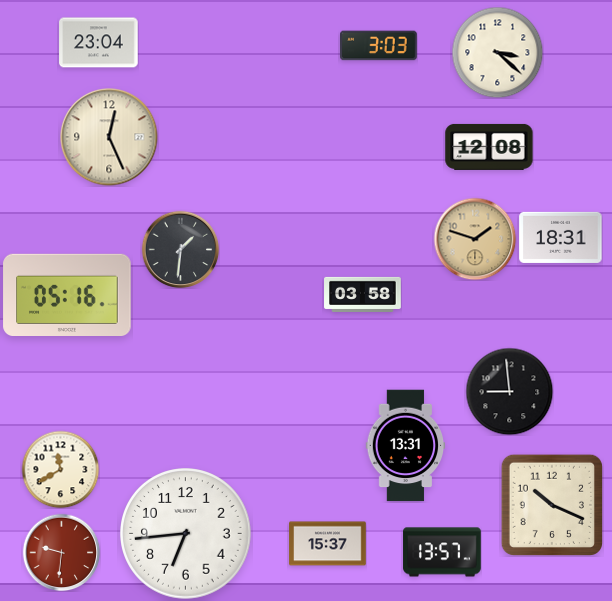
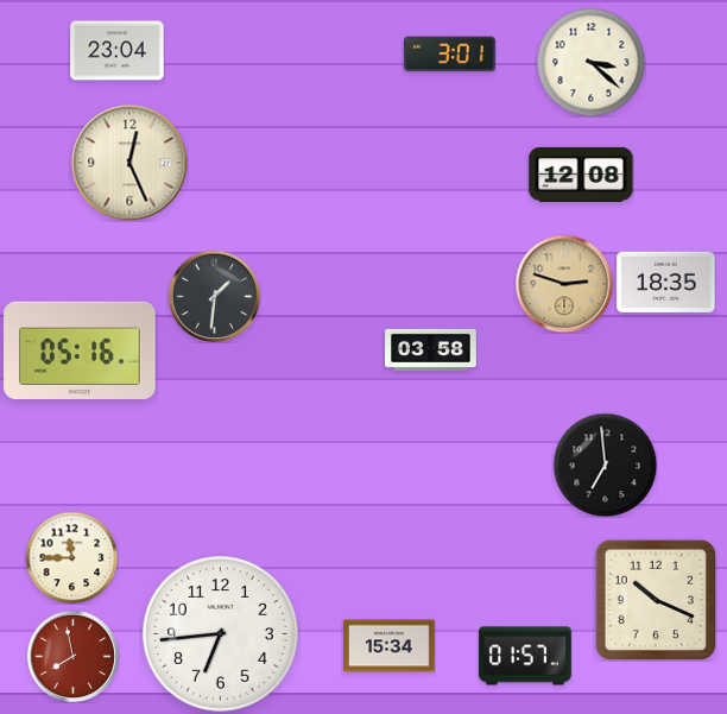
clock at (379, 46): 3:03 -> 3:01
clock at (561, 237): 18:31 -> 18:35
clock at (475, 239): 1:48 -> 2:48
clock at (509, 391): 8:59 -> 6:59
clock at (406, 446): 13:31 -> none
clock at (60, 469): 11:40 -> 11:45
clock at (328, 544): 15:37 -> 15:34
clock at (61, 552): 9:31 -> 7:58
clock at (442, 552): 13:57 -> 01:57
